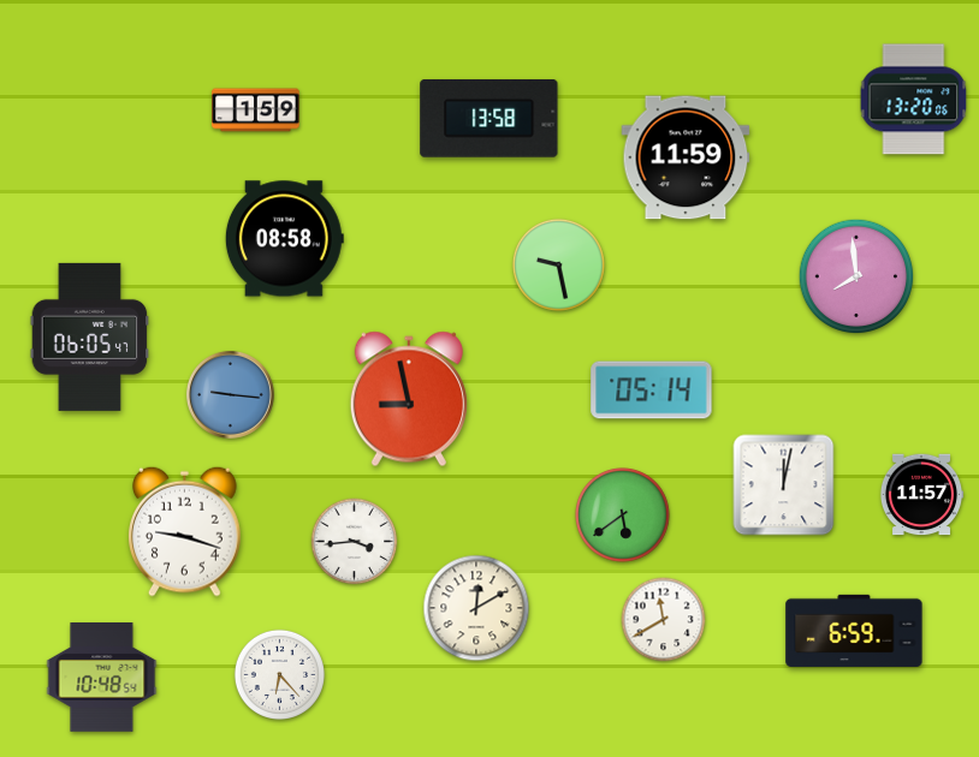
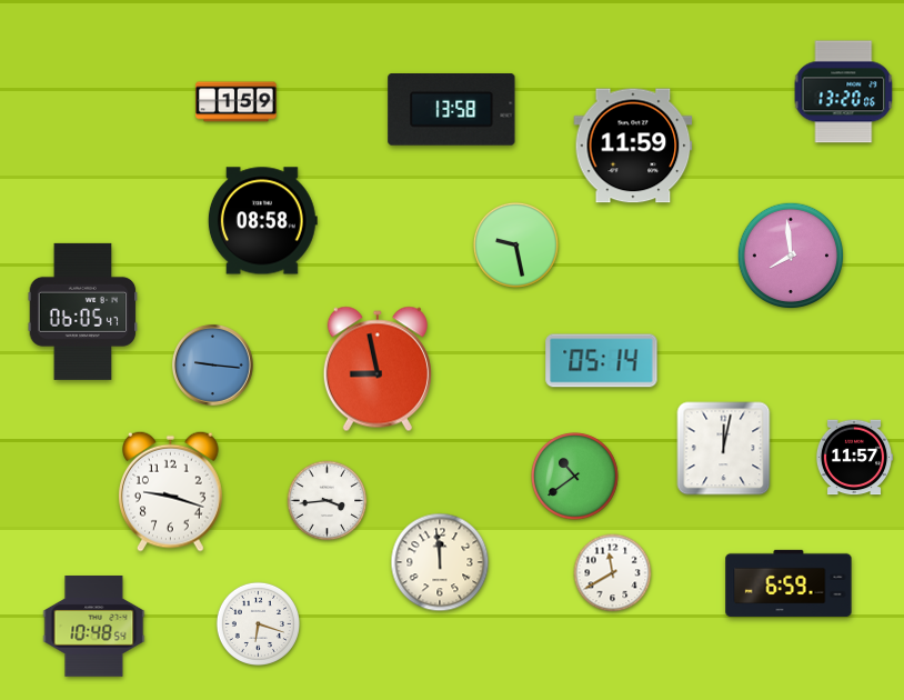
clock at (921, 495) position: (921, 495) -> (854, 458)
clock at (623, 515): 5:39 -> 10:39
clock at (476, 608): 12:10 -> 11:59
clock at (279, 674): 6:23 -> 6:18
